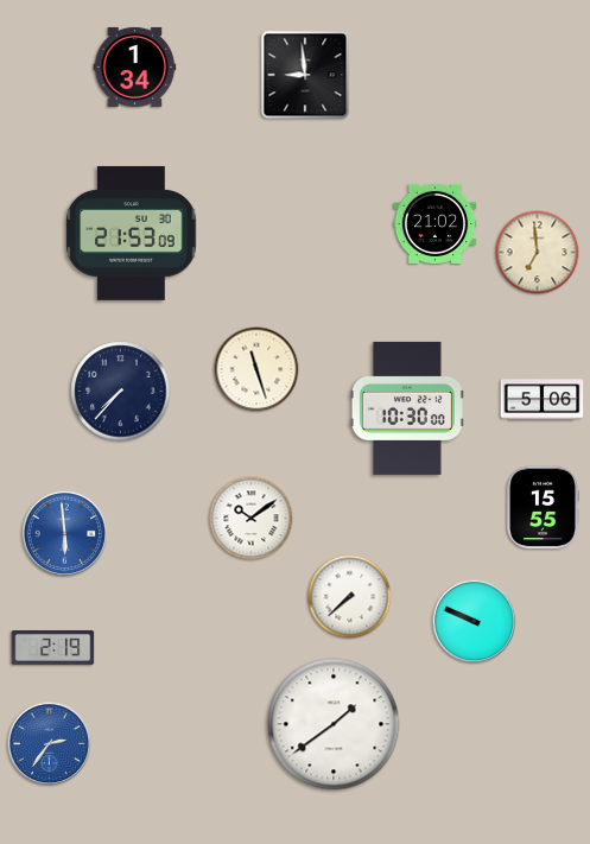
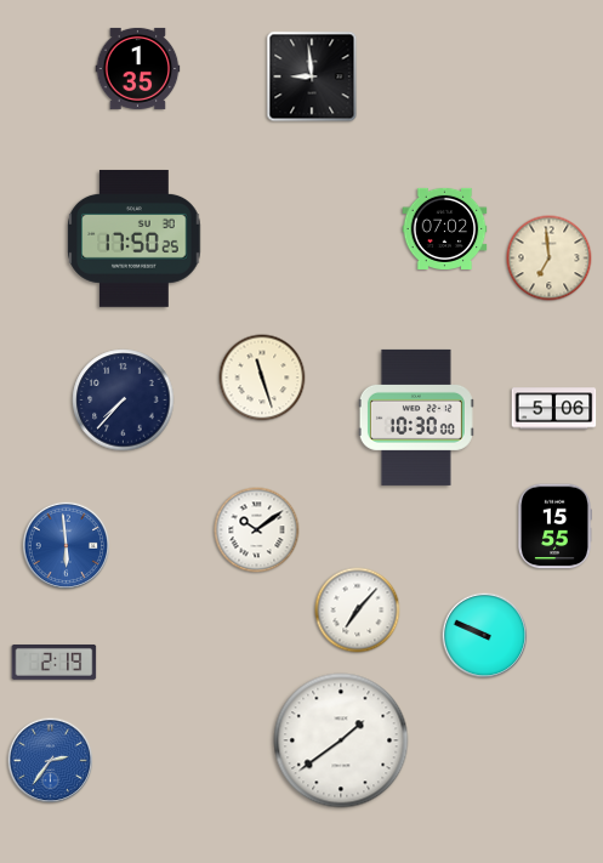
clock at (135, 66): 1:34 -> 1:35
clock at (436, 223): 21:02 -> 07:02
clock at (132, 233): 21:53 -> 17:50
clock at (544, 508) position: (544, 508) -> (556, 527)
clock at (350, 597): 7:38 -> 7:07
